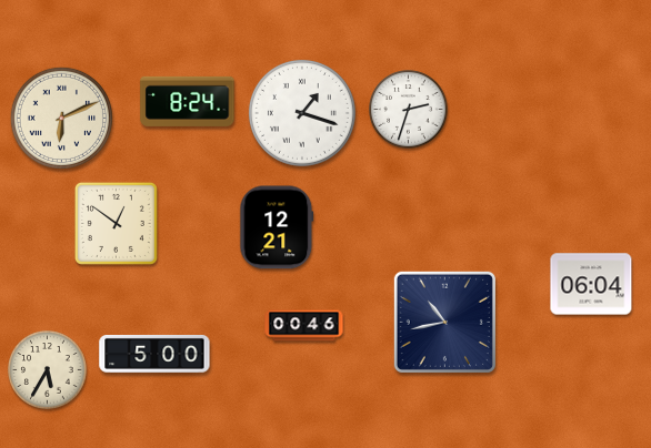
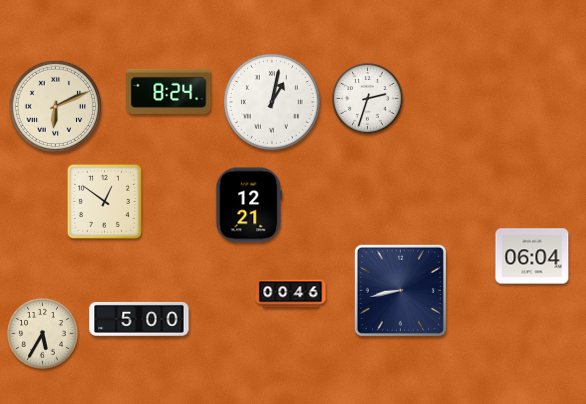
clock at (303, 114): 1:18 -> 1:02
clock at (444, 322): 10:43 -> 8:43
clock at (304, 326) position: (304, 326) -> (291, 294)
